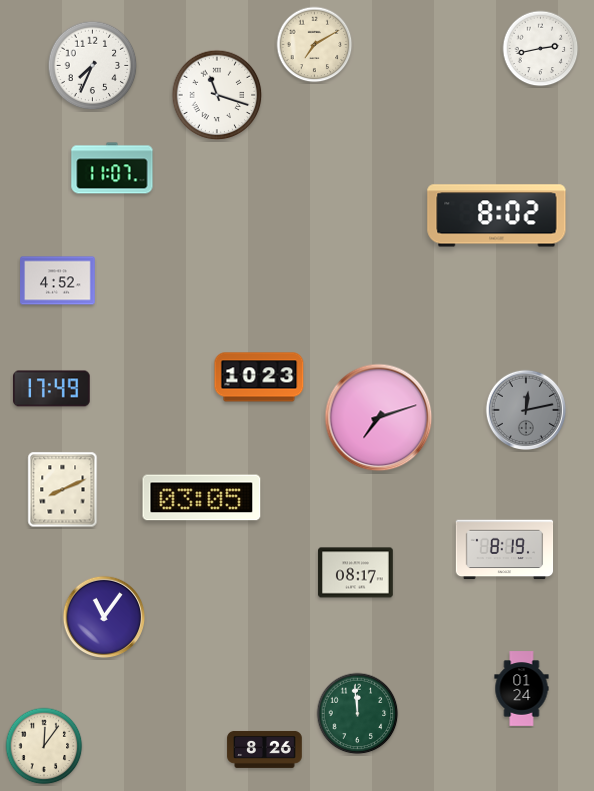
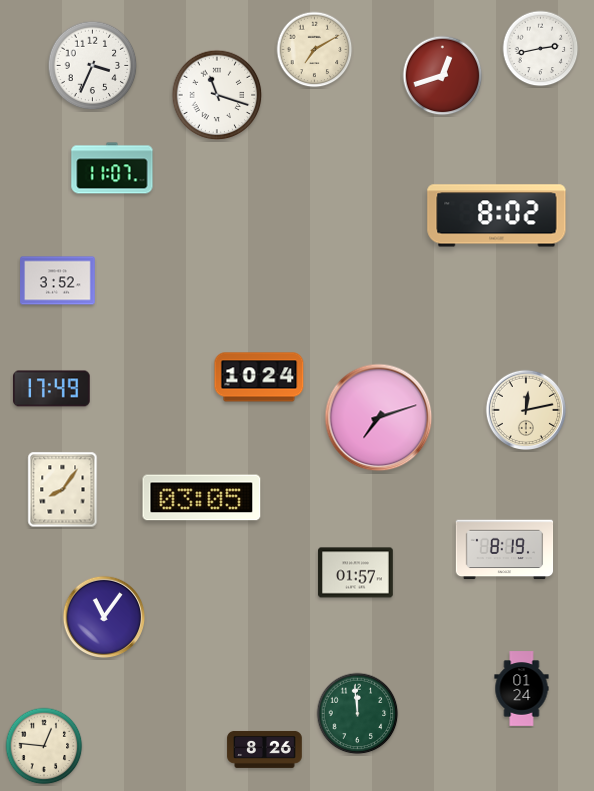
clock at (315, 45) position: (315, 45) -> (315, 50)
clock at (93, 66): 7:34 -> 3:34
clock at (443, 76): none -> 12:42
clock at (58, 281): 4:52 -> 3:52
clock at (259, 377): 10:23 -> 10:24
clock at (525, 409) dial: grey -> cream
clock at (63, 490): 8:11 -> 8:06
clock at (356, 573): 08:17 -> 01:57
clock at (44, 746): 12:06 -> 12:46
